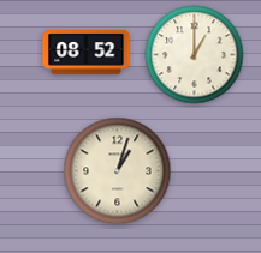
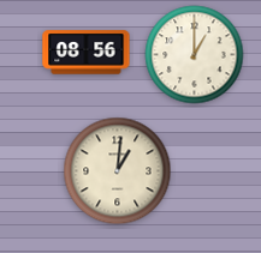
clock at (87, 53): 08:52 -> 08:56
clock at (118, 171): 1:03 -> 1:01
